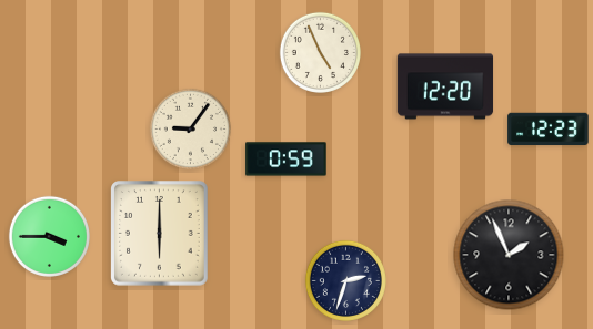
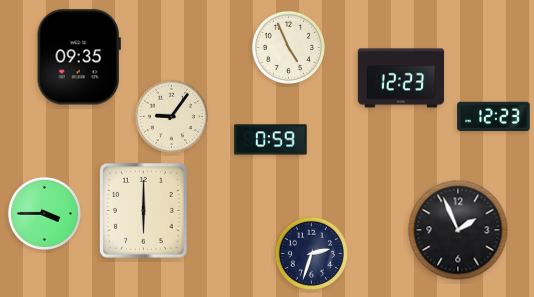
clock at (79, 57): none -> 09:35
clock at (445, 86): 12:20 -> 12:23
clock at (287, 160) position: (287, 160) -> (271, 140)
